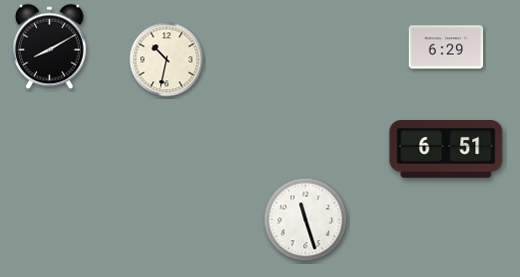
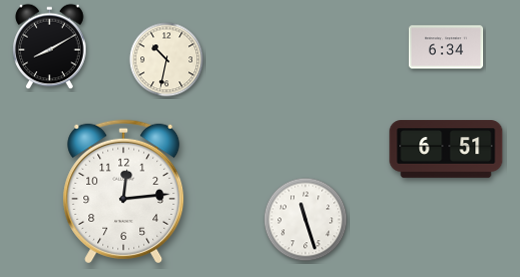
clock at (446, 47): 6:29 -> 6:34
clock at (124, 192): none -> 12:14
